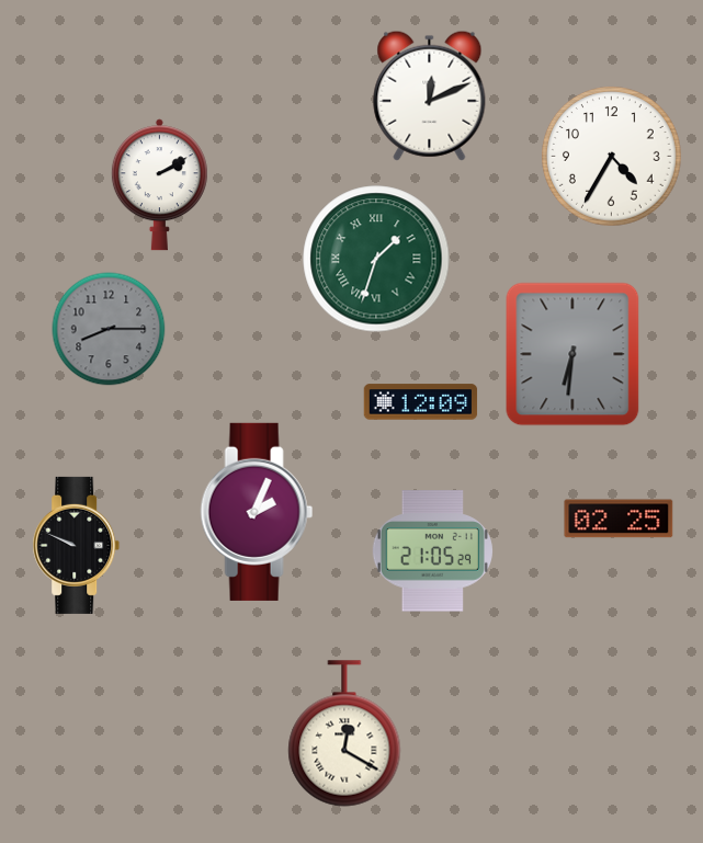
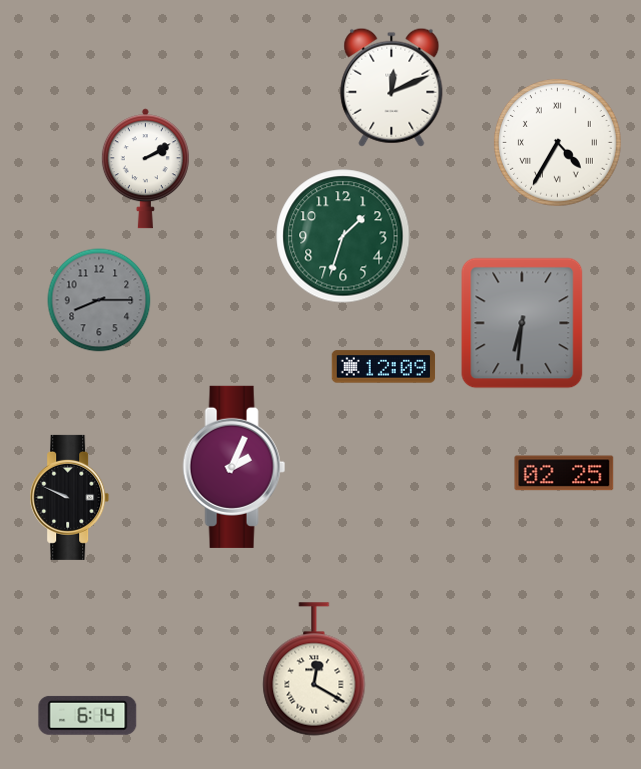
clock at (612, 157) numerals: Arabic -> Roman
clock at (376, 259) numerals: Roman -> Arabic
clock at (432, 551): 21:05 -> none
clock at (88, 715): none -> 6:14
